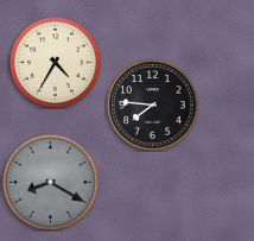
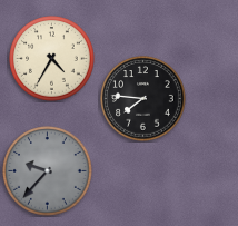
clock at (51, 183): 8:20 -> 9:37
